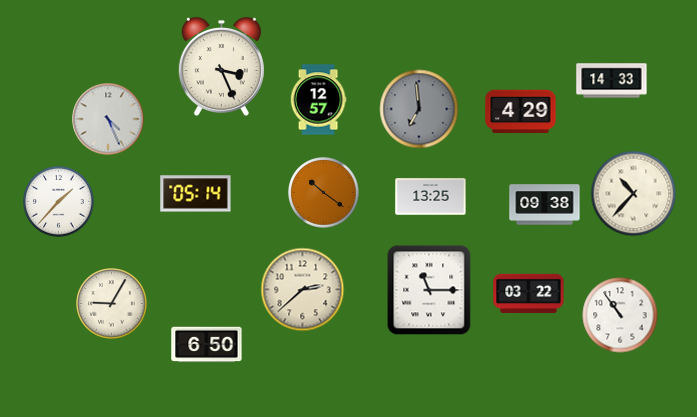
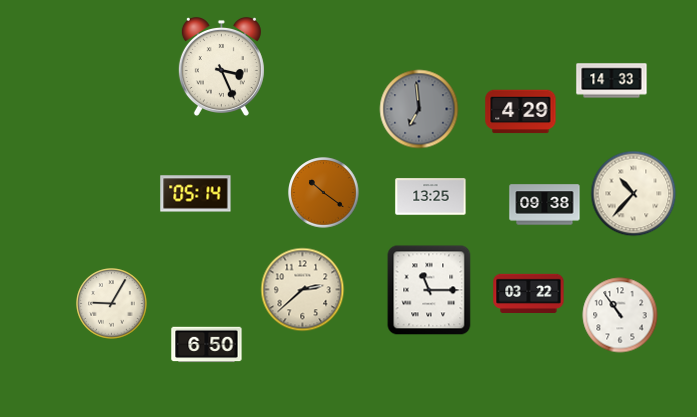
clock at (318, 100): 12:57 -> none
clock at (108, 119): 4:26 -> none
clock at (59, 202): 1:37 -> none
